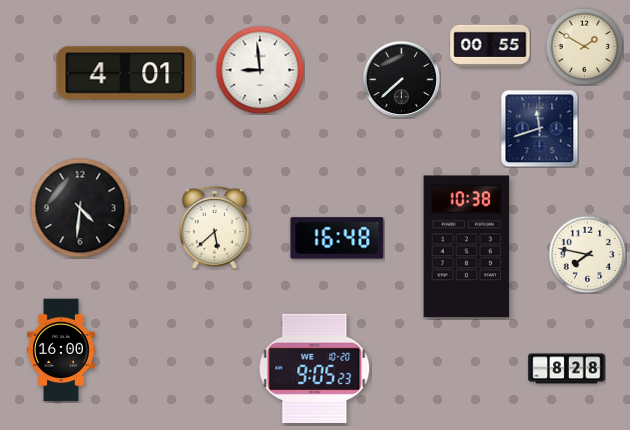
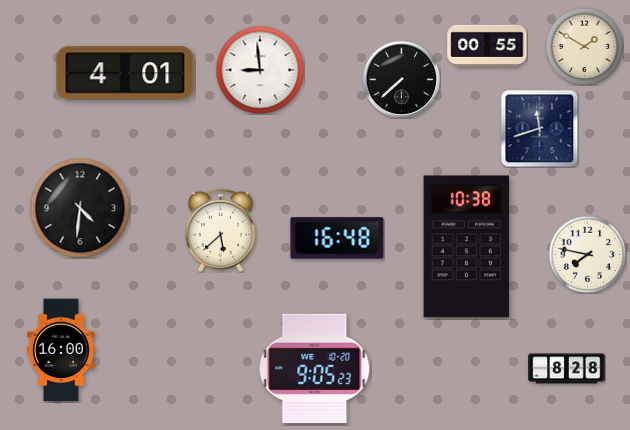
clock at (490, 46) position: (490, 46) -> (487, 46)
clock at (214, 227) position: (214, 227) -> (220, 230)
